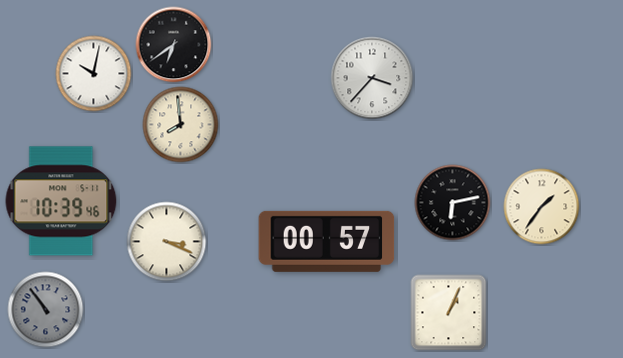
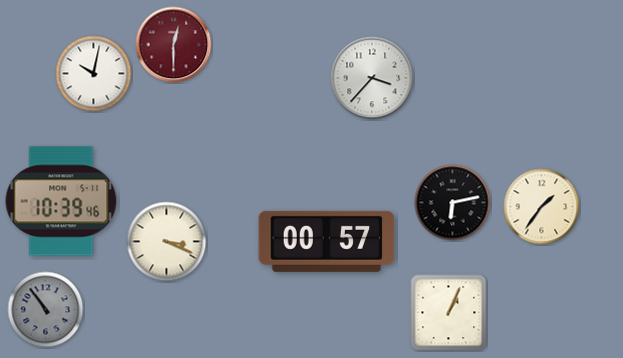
clock at (174, 45): 6:39 -> 12:30
clock at (174, 45) dial: black -> burgundy
clock at (181, 125): 7:59 -> none
